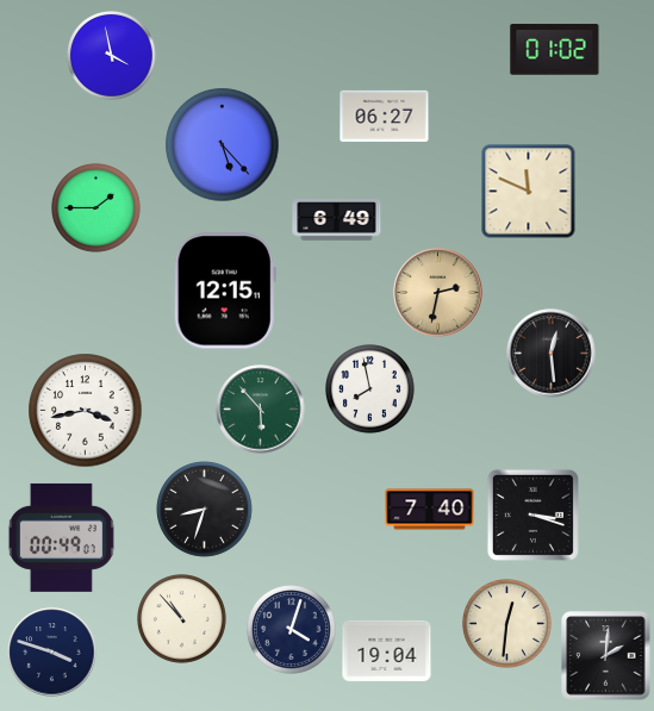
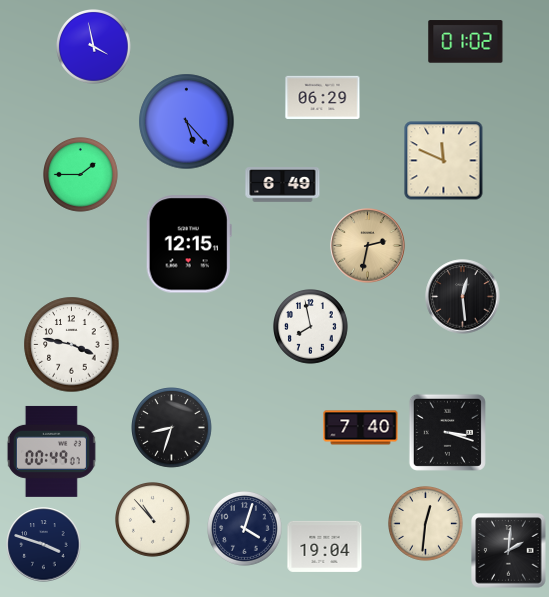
clock at (385, 116): 06:27 -> 06:29
clock at (261, 410): 5:53 -> none
clock at (86, 411): 3:43 -> 3:47
clock at (52, 653) position: (52, 653) -> (44, 545)
